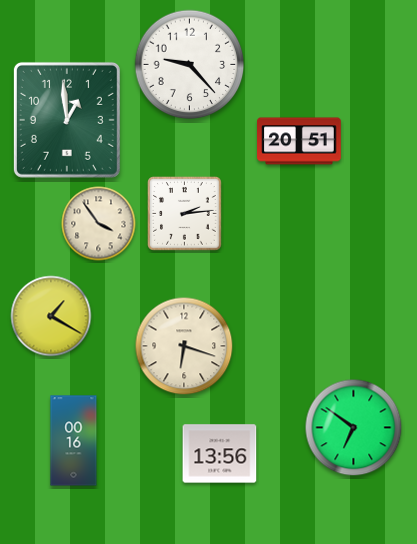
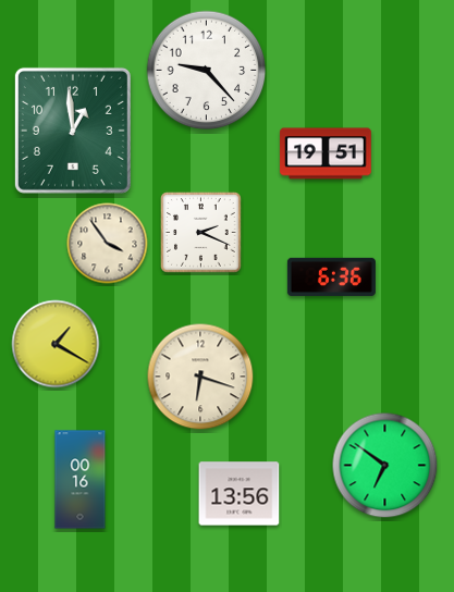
clock at (299, 141): 20:51 -> 19:51
clock at (185, 214): 2:14 -> 2:19
clock at (331, 276): none -> 6:36
